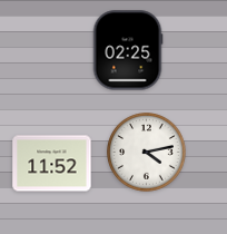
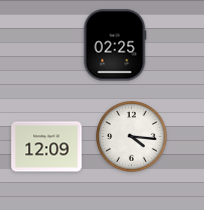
clock at (147, 153): 4:13 -> 4:16
clock at (52, 164): 11:52 -> 12:09
